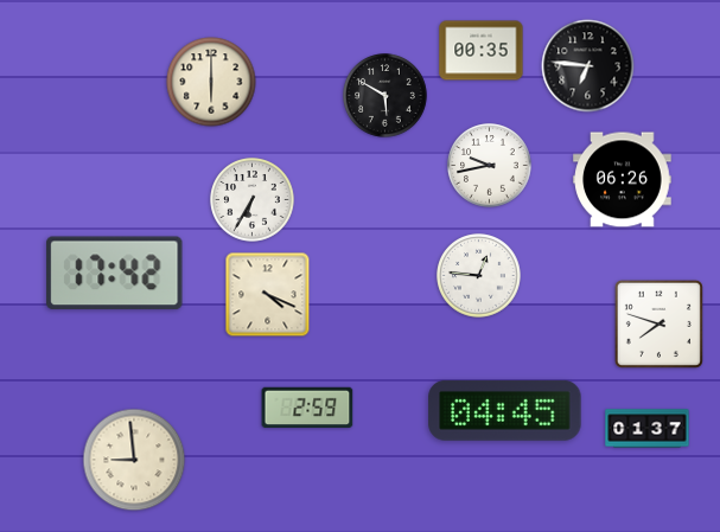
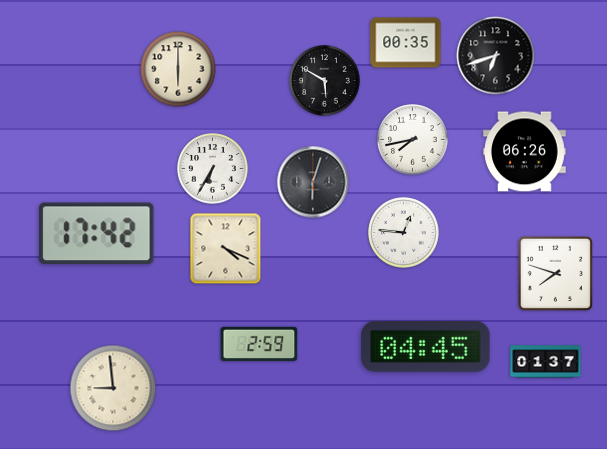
clock at (588, 66): 6:46 -> 6:42
clock at (490, 166): 9:43 -> 7:43
clock at (313, 182): none -> 6:03
clock at (115, 274) position: (115, 274) -> (97, 234)
